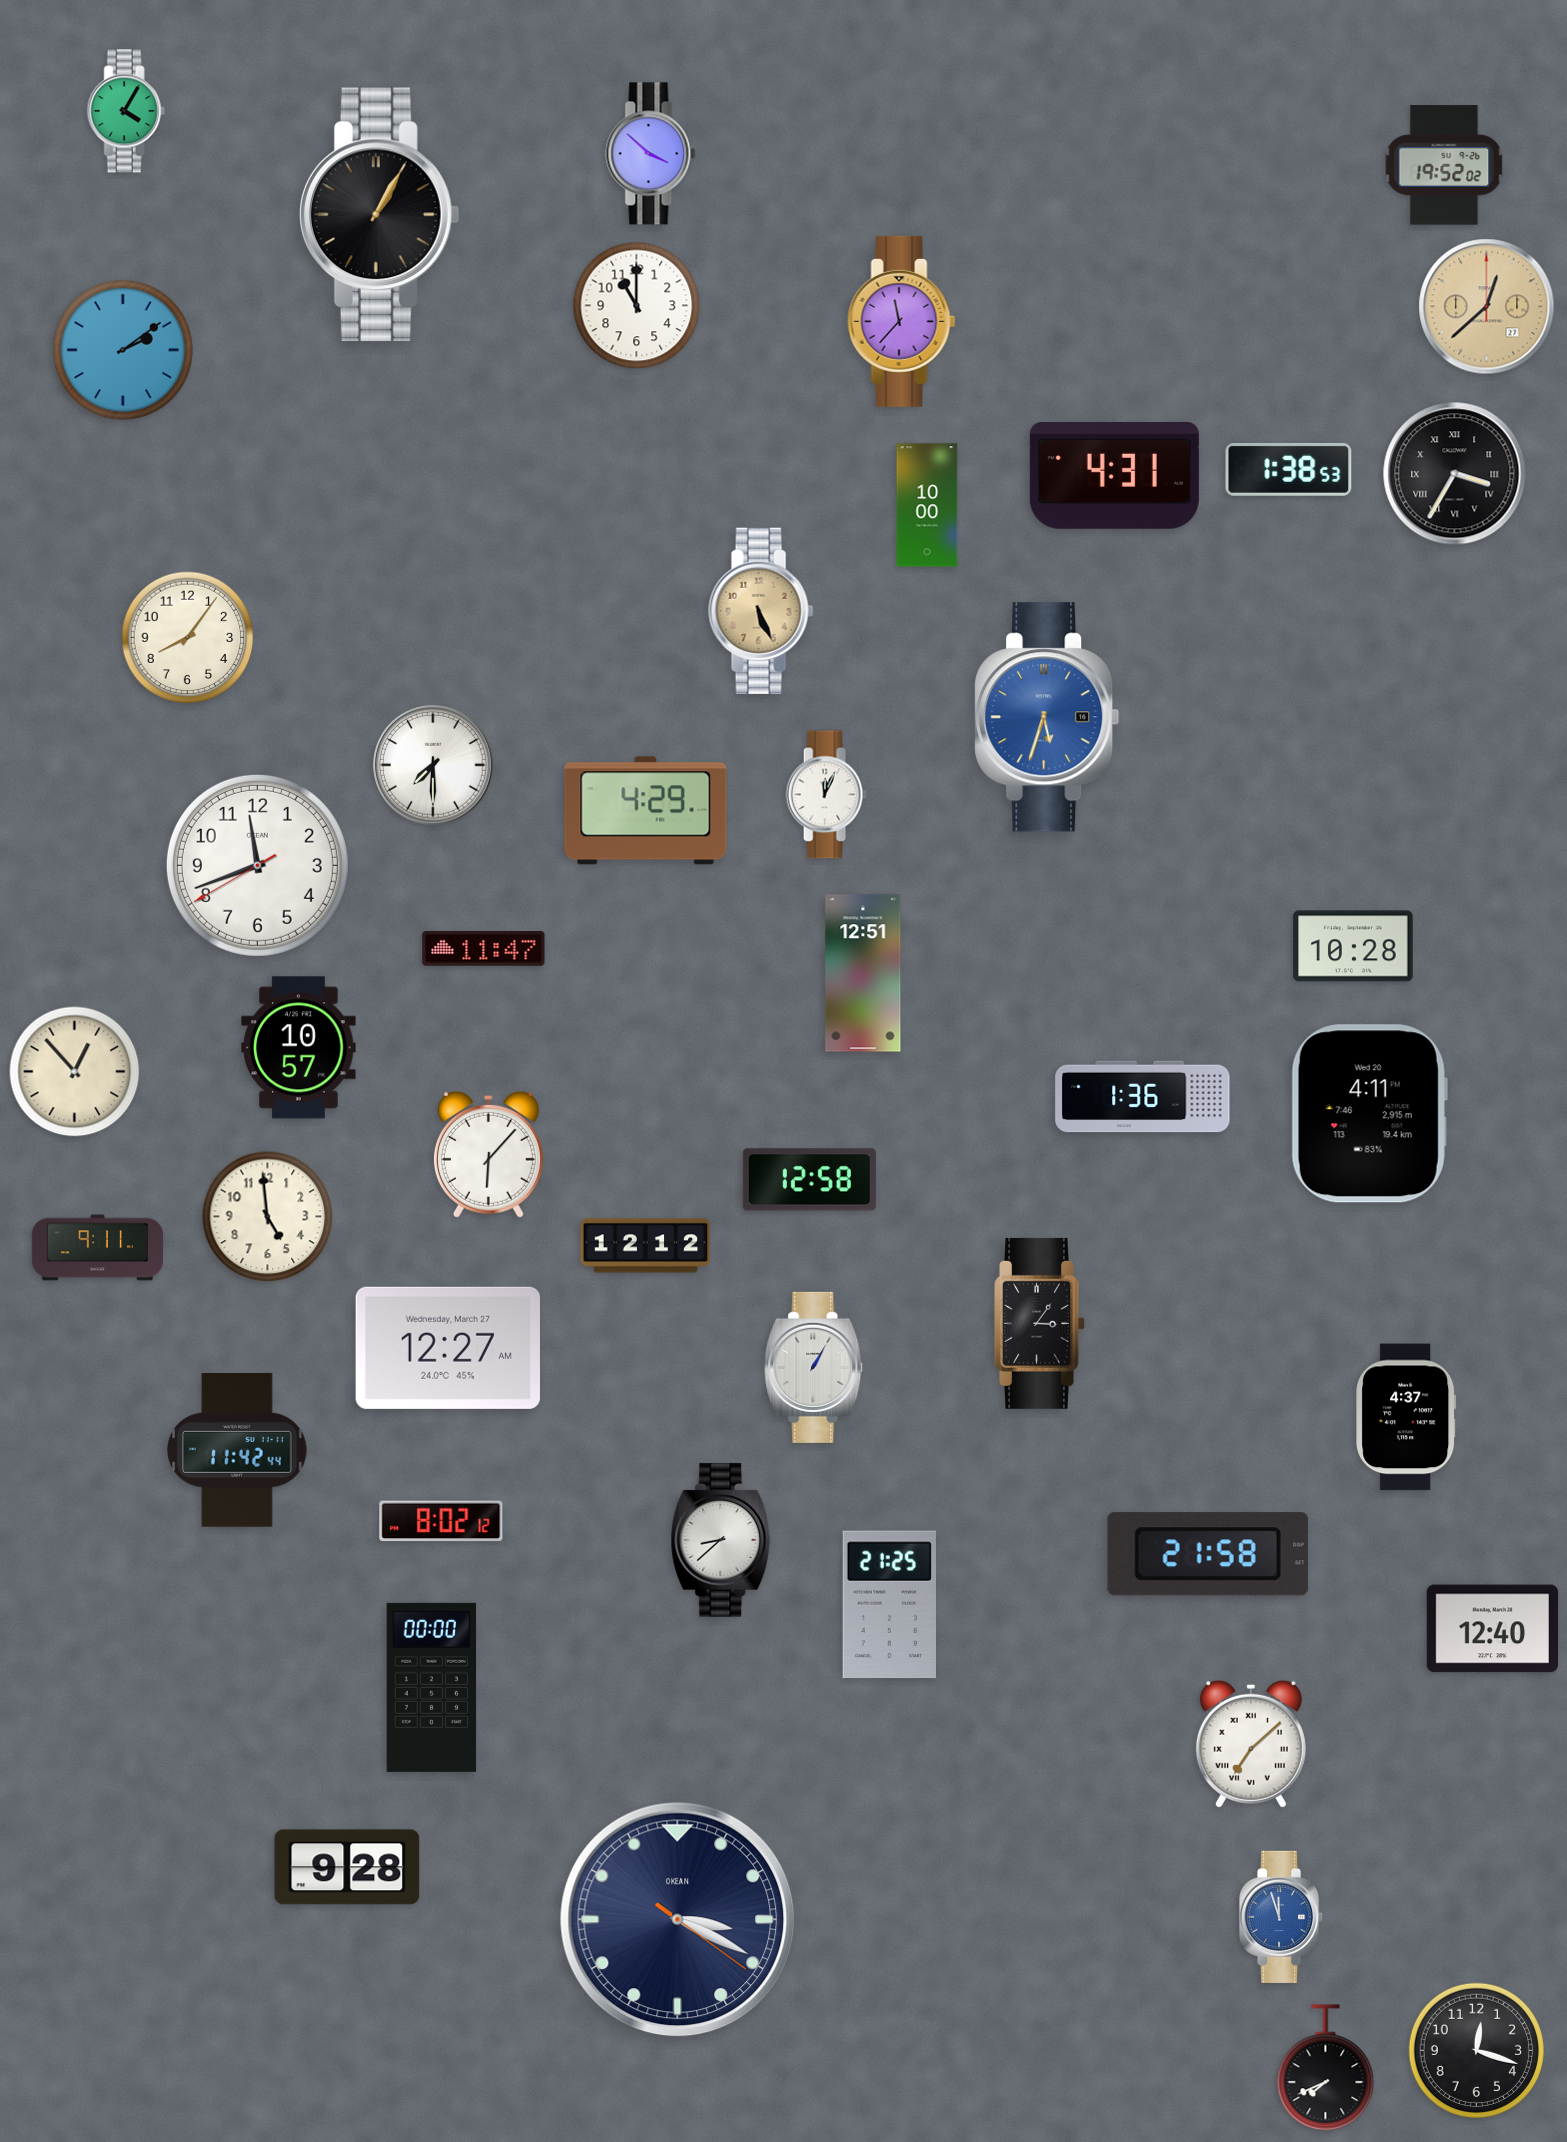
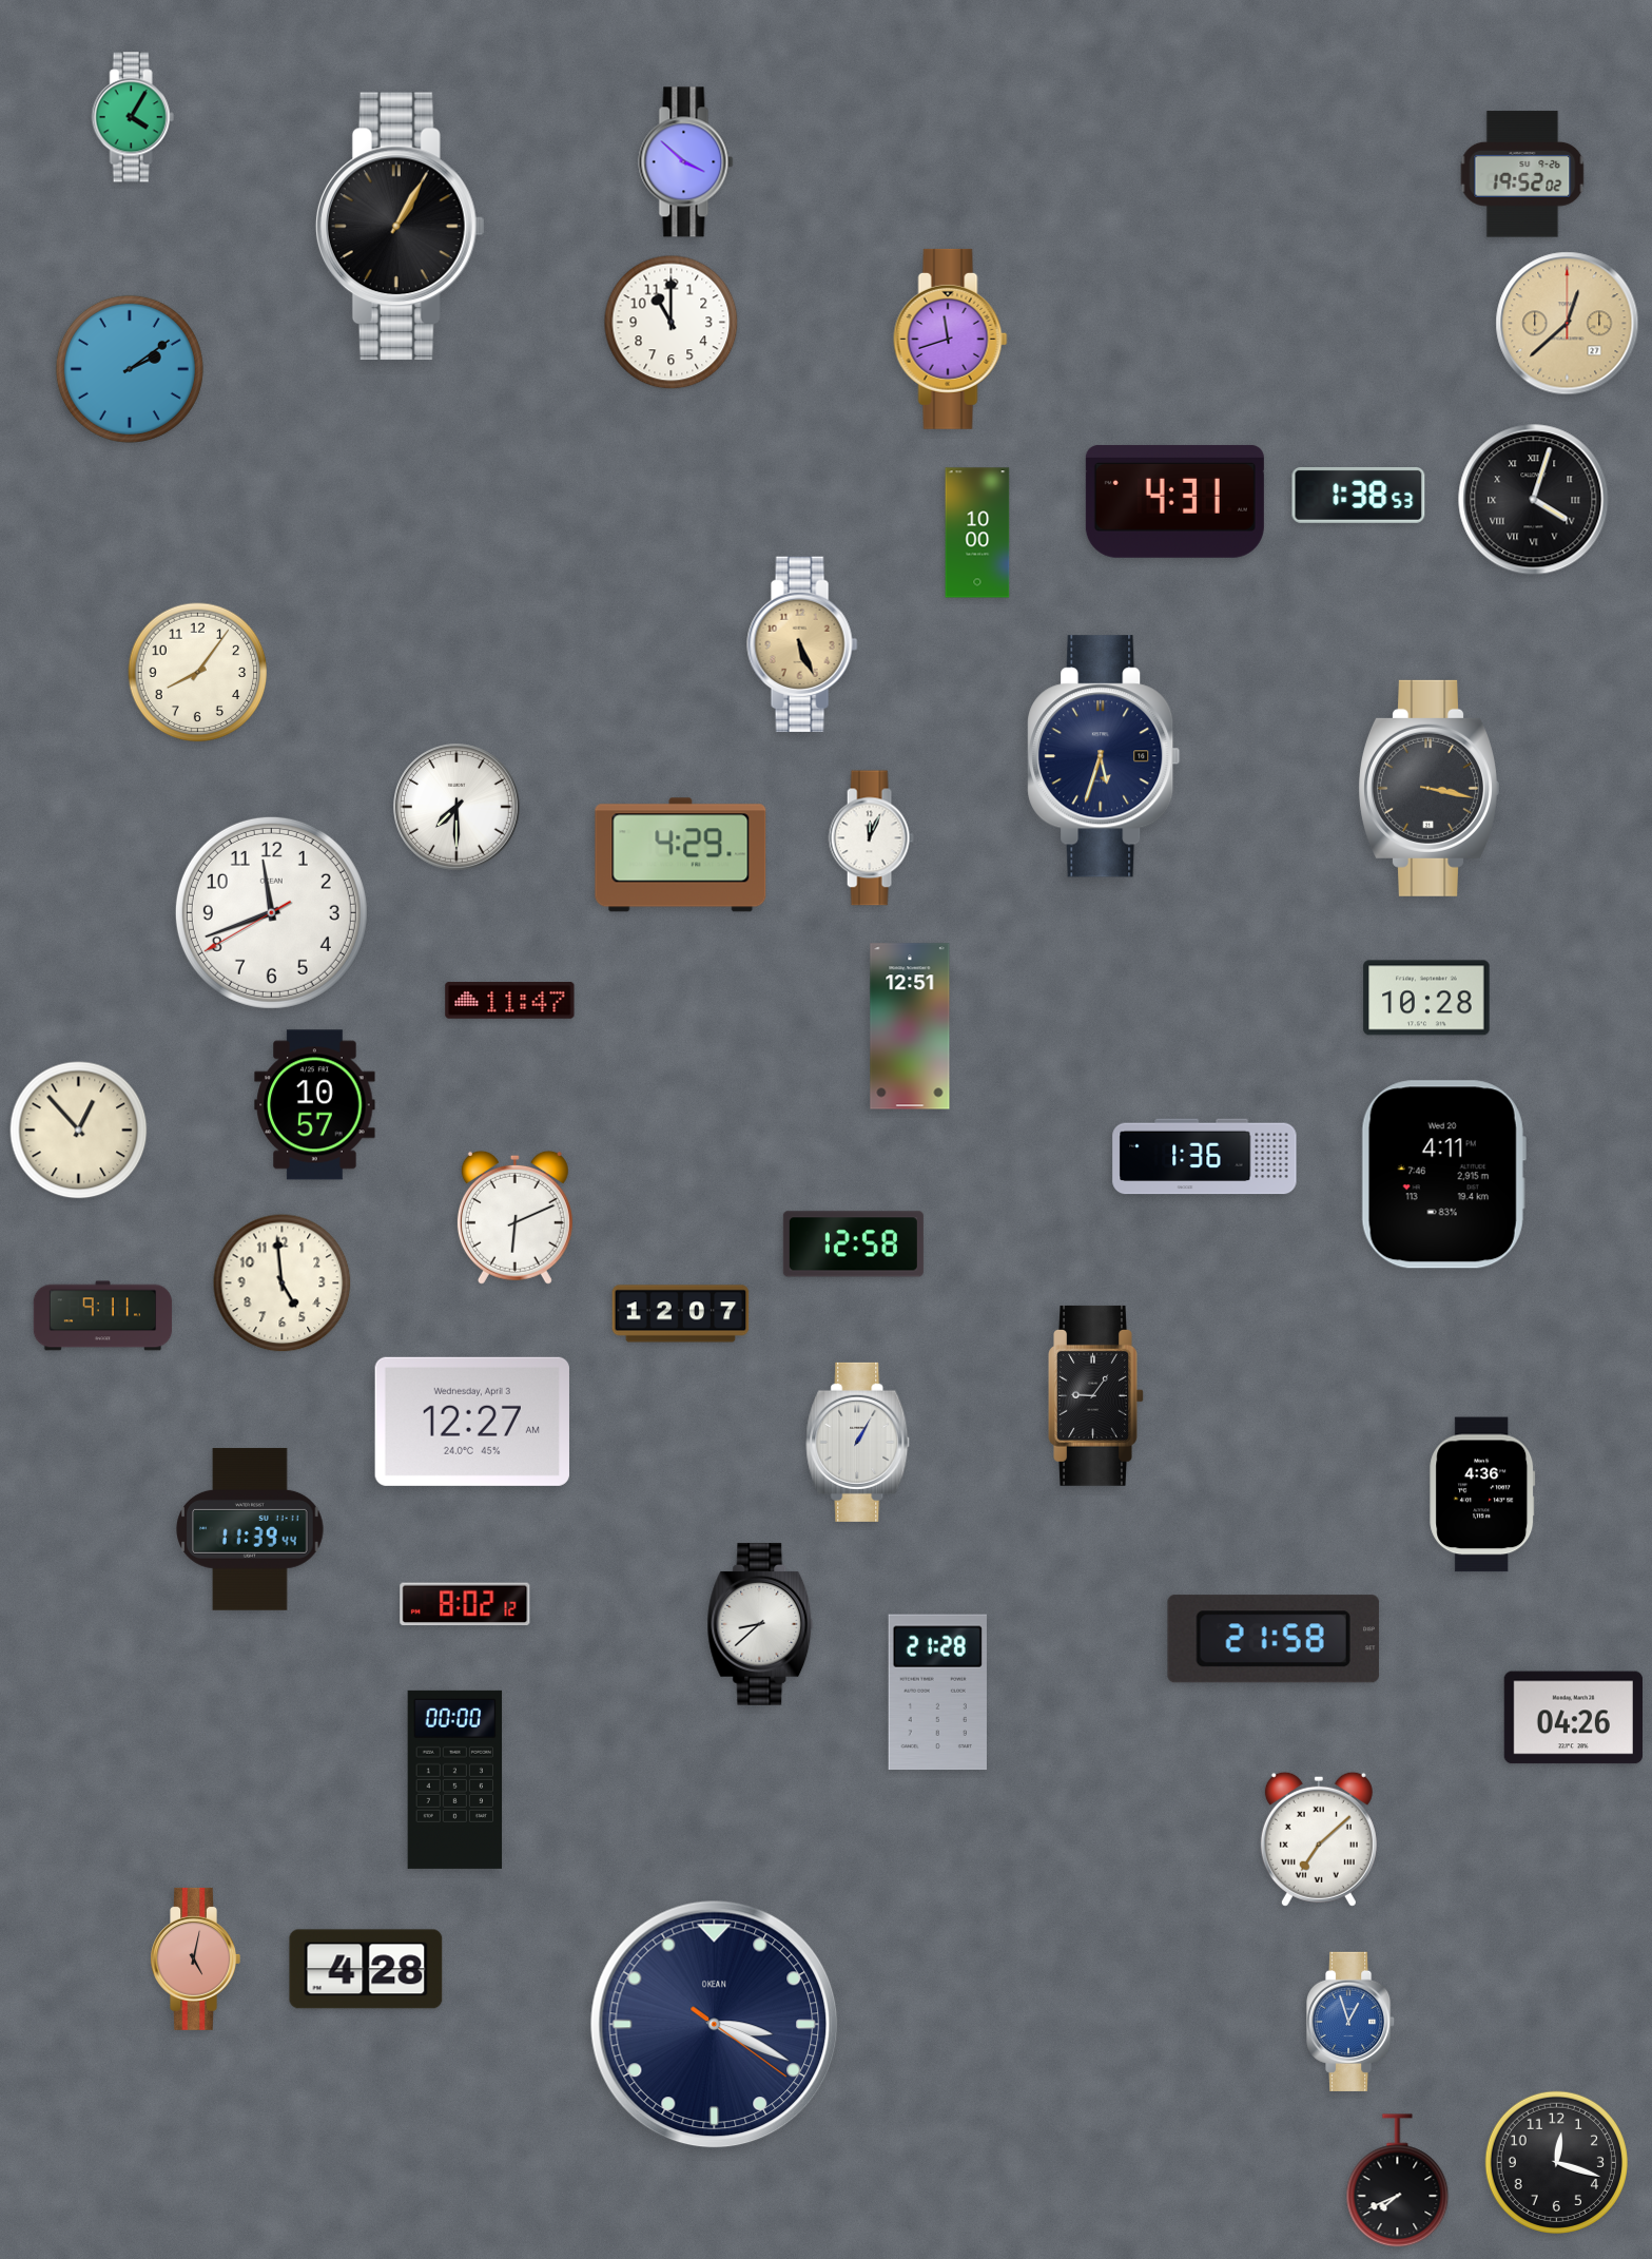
clock at (902, 321): 11:37 -> 11:42
clock at (1455, 474): 3:35 -> 4:03
clock at (1047, 717) dial: blue -> navy
clock at (1429, 788): none -> 3:17
clock at (488, 1154): 6:07 -> 6:11
clock at (646, 1246): 12:12 -> 12:07
clock at (1040, 1323): 3:06 -> 9:06
clock at (448, 1348) date: Wednesday, March 27 -> Wednesday, April 3
clock at (1406, 1417): 4:37 -> 4:36
clock at (237, 1450): 11:42 -> 11:39
clock at (889, 1605): 21:25 -> 21:28
clock at (1492, 1629): 12:40 -> 04:26
clock at (195, 1958): none -> 5:02
clock at (347, 1867): 9:28 -> 4:28
clock at (1282, 1917): 11:57 -> 12:57
